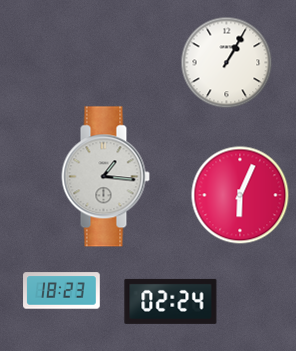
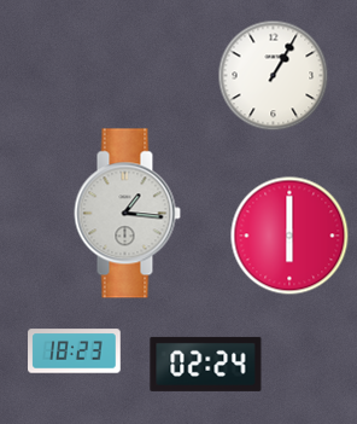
clock at (240, 195): 6:04 -> 6:00
